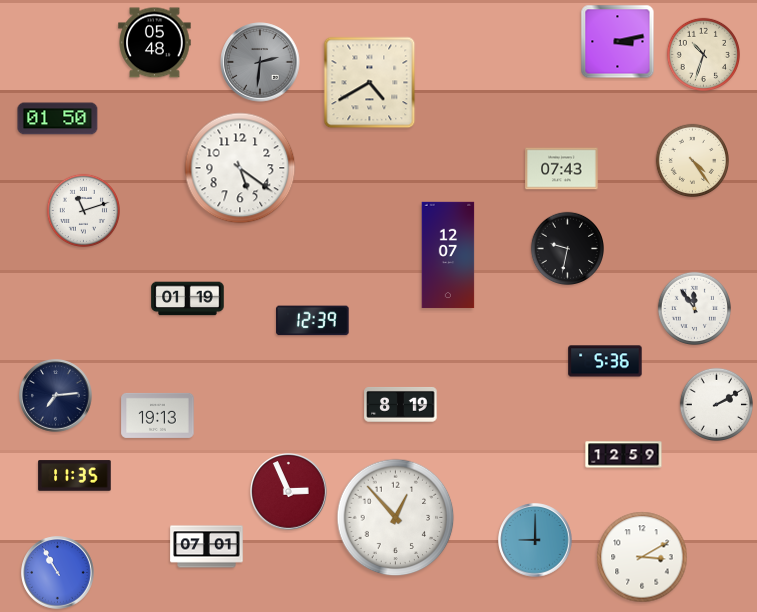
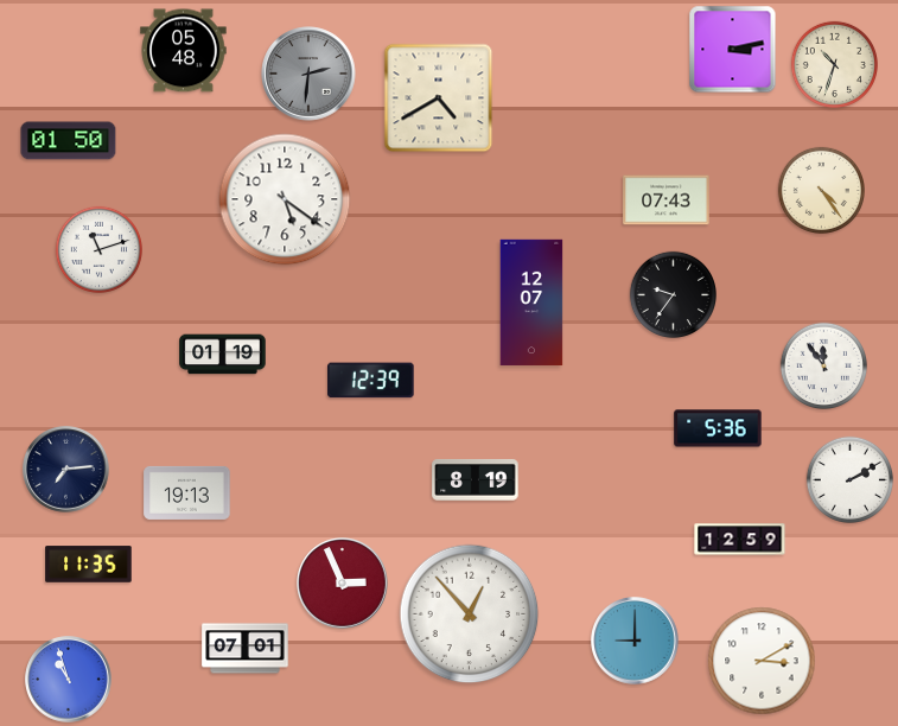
clock at (567, 248): 9:32 -> 9:36
clock at (58, 573): 10:55 -> 10:57
